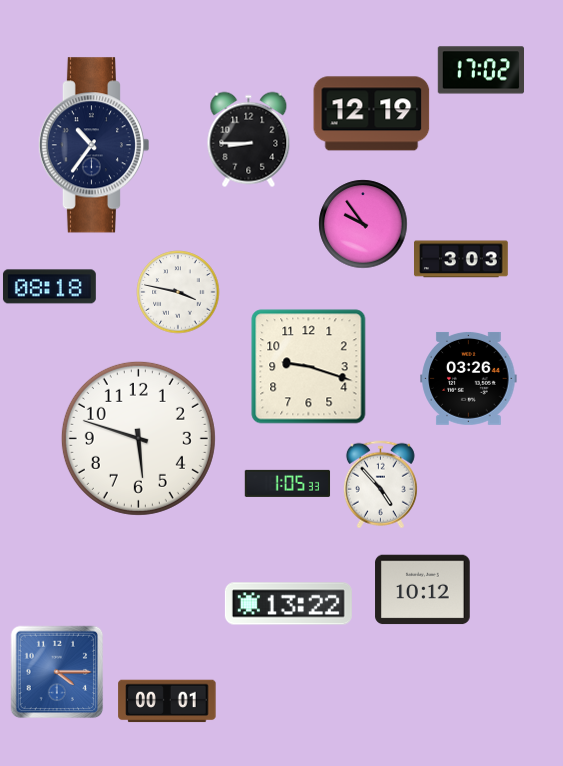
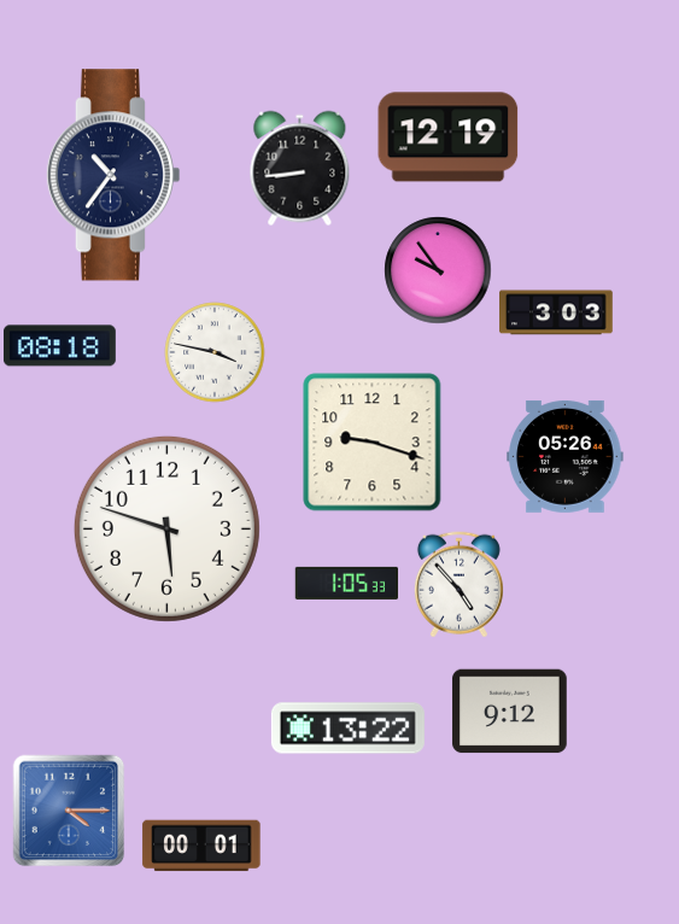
clock at (480, 70): 17:02 -> none
clock at (249, 140): 8:45 -> 8:44
clock at (469, 378): 03:26 -> 05:26
clock at (423, 590): 10:12 -> 9:12
